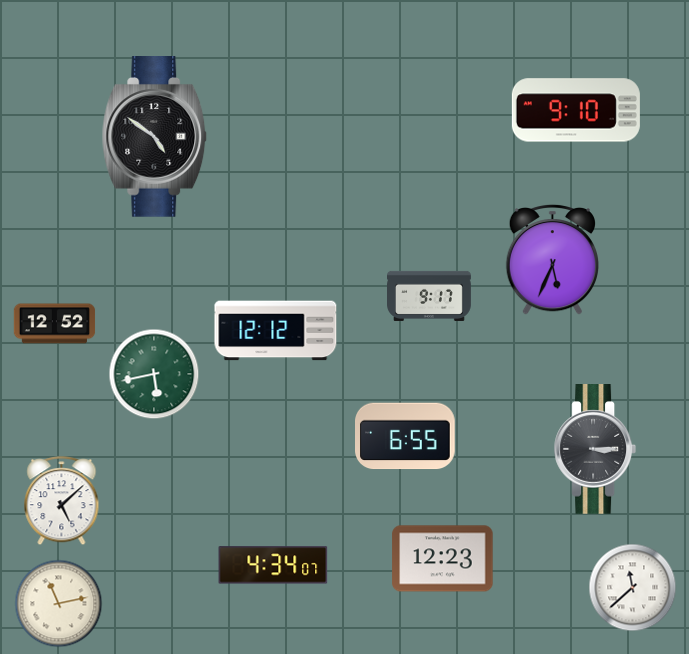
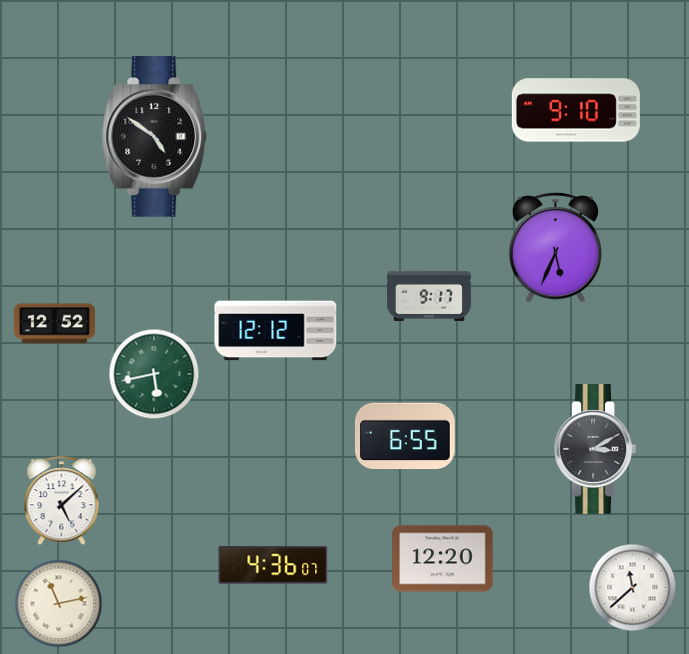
clock at (552, 259) position: (552, 259) -> (555, 247)
clock at (595, 450): 3:15 -> 3:10
clock at (443, 559): 12:23 -> 12:20
clock at (273, 565): 4:34 -> 4:36
